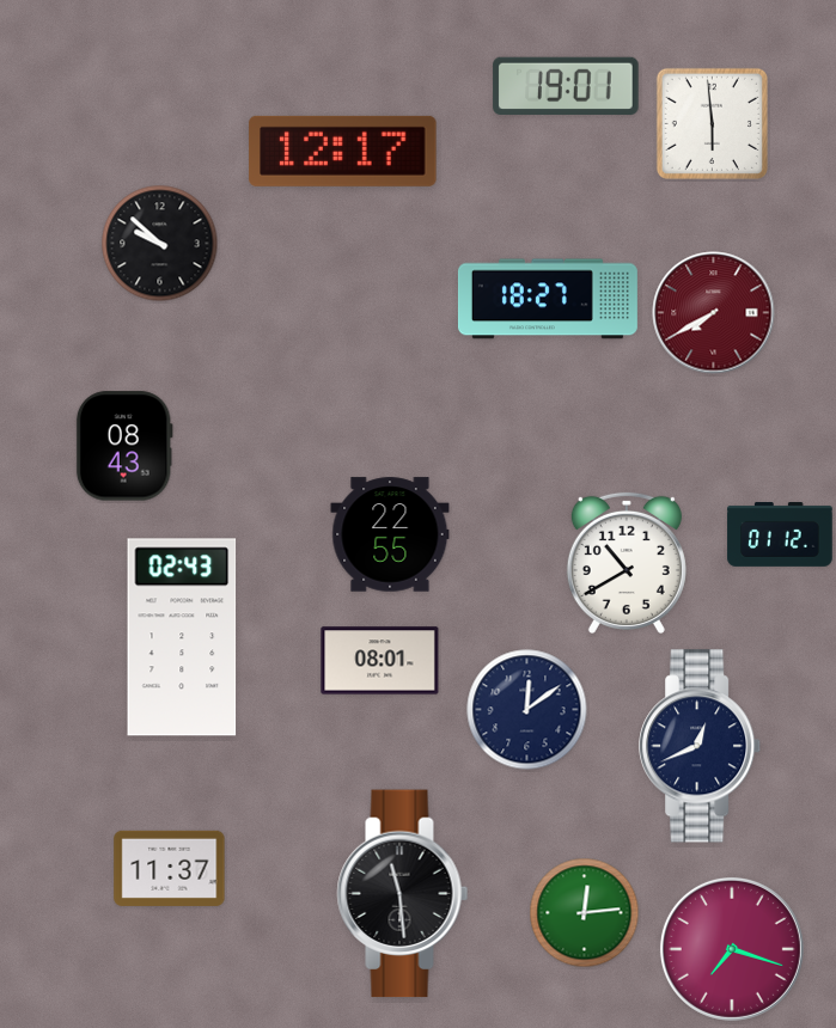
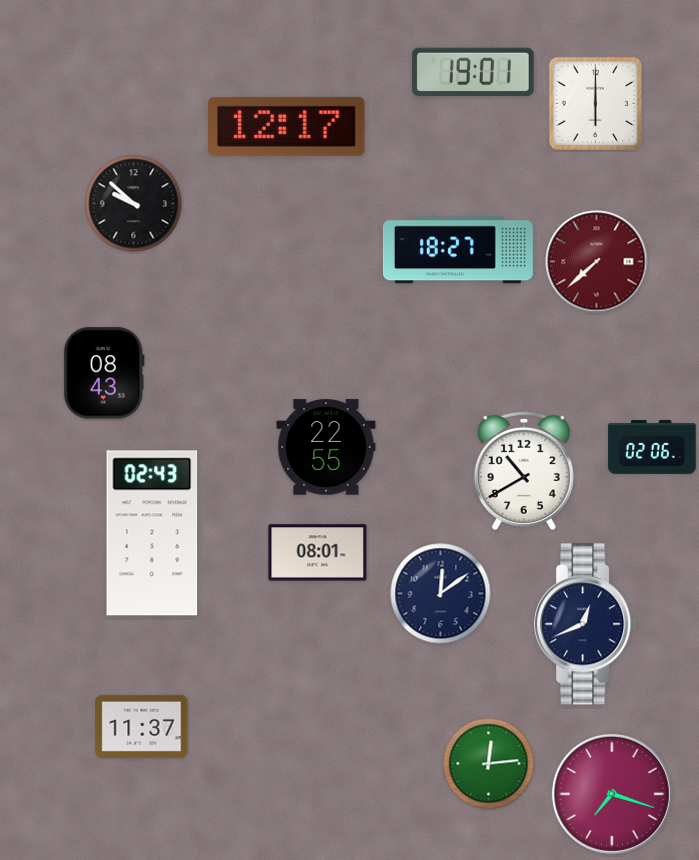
clock at (712, 123): 5:59 -> 6:00
clock at (714, 313): 7:40 -> 7:38
clock at (780, 536): 01:12 -> 02:06
clock at (403, 894): 11:29 -> none
